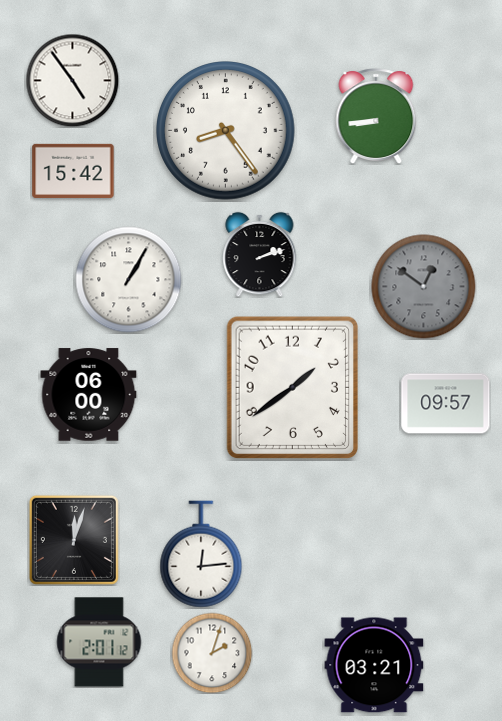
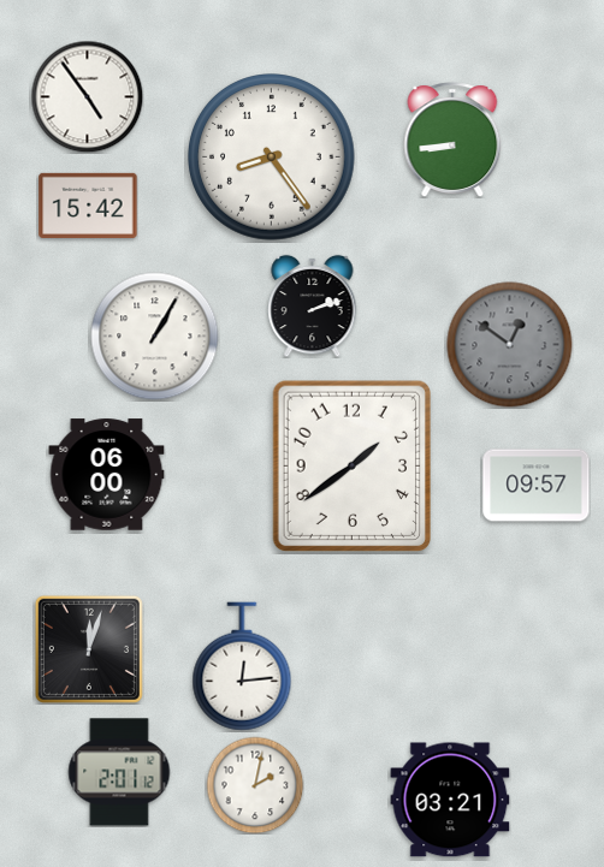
clock at (212, 653): 2:03 -> 2:02
